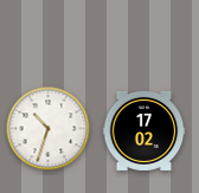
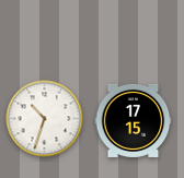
clock at (145, 130): 17:02 -> 17:15
